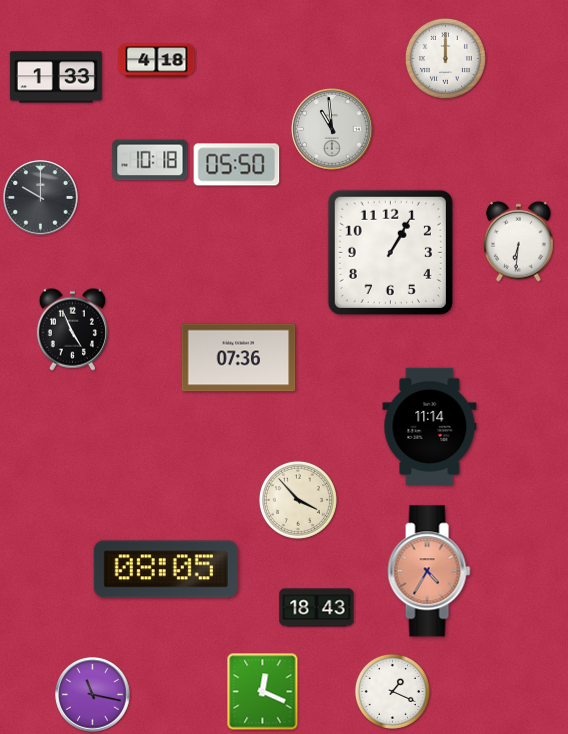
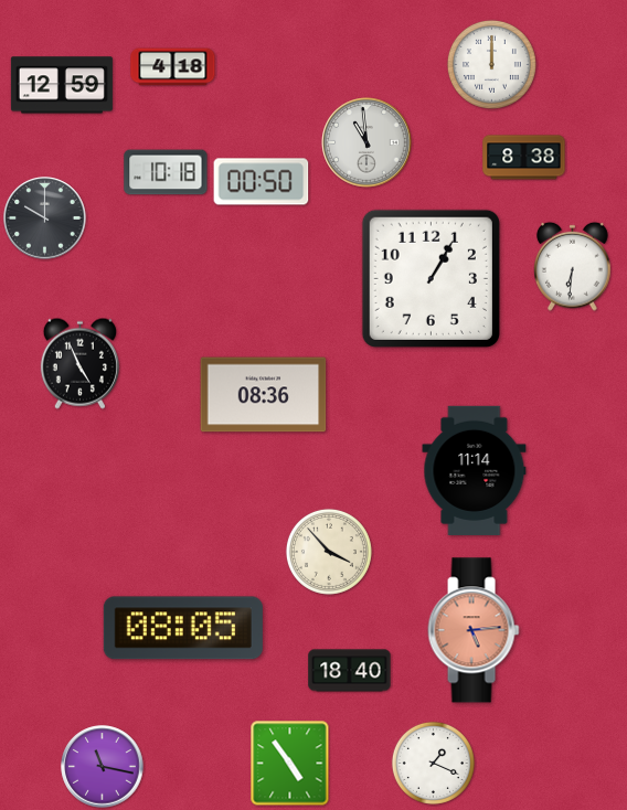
clock at (56, 77): 1:33 -> 12:59
clock at (524, 158): none -> 8:38
clock at (150, 160) position: (150, 160) -> (166, 172)
clock at (237, 165): 05:50 -> 00:50
clock at (239, 358): 07:36 -> 08:36
clock at (429, 571): 4:35 -> 5:14
clock at (317, 608): 18:43 -> 18:40
clock at (263, 692): 12:19 -> 4:54
